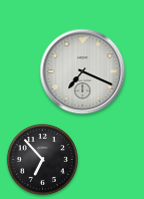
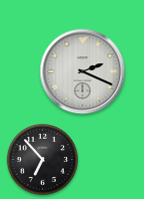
clock at (83, 72): 7:19 -> 2:19
